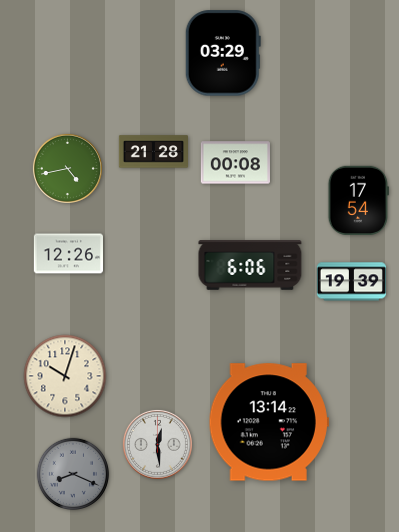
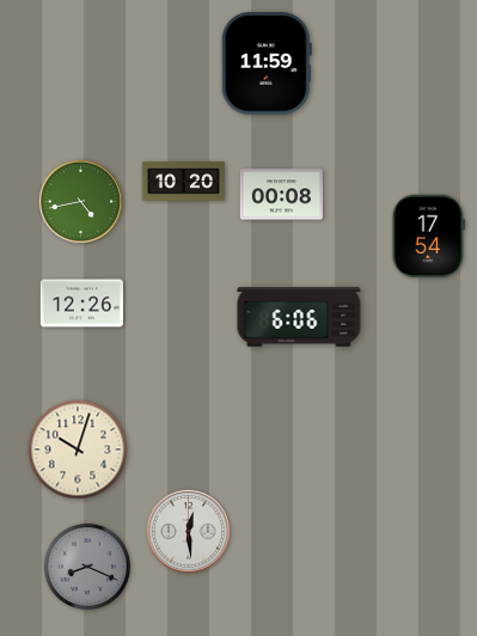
clock at (223, 53): 03:29 -> 11:59
clock at (153, 152): 21:28 -> 10:20
clock at (358, 200) position: (358, 200) -> (428, 236)
clock at (351, 282): 19:39 -> none
clock at (269, 422): 13:14 -> none
